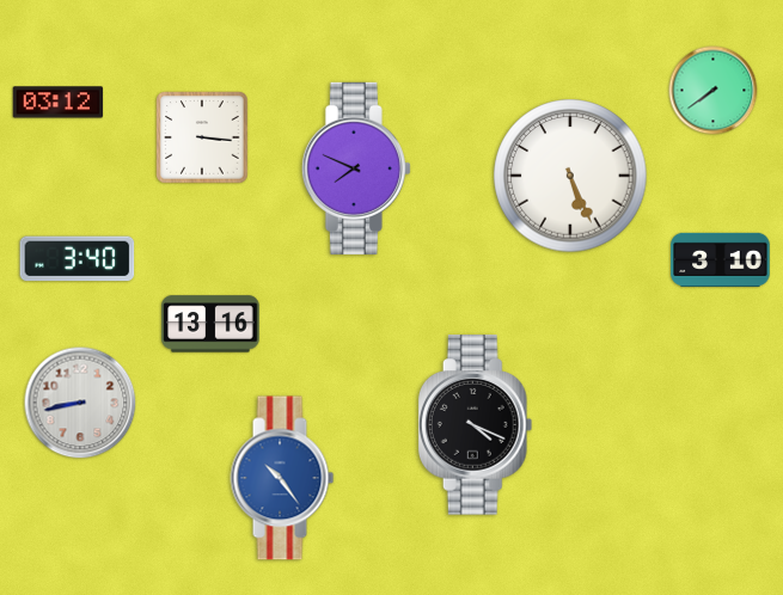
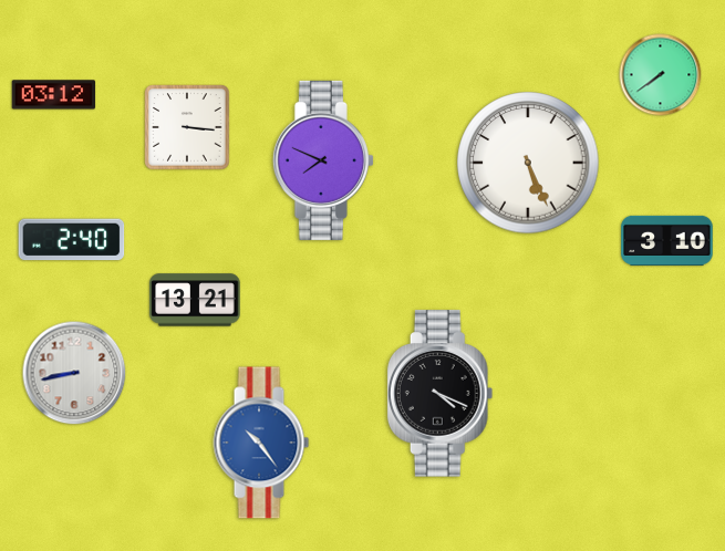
clock at (714, 91) position: (714, 91) -> (661, 75)
clock at (356, 168) position: (356, 168) -> (323, 160)
clock at (78, 259): 3:40 -> 2:40
clock at (210, 324): 13:16 -> 13:21
